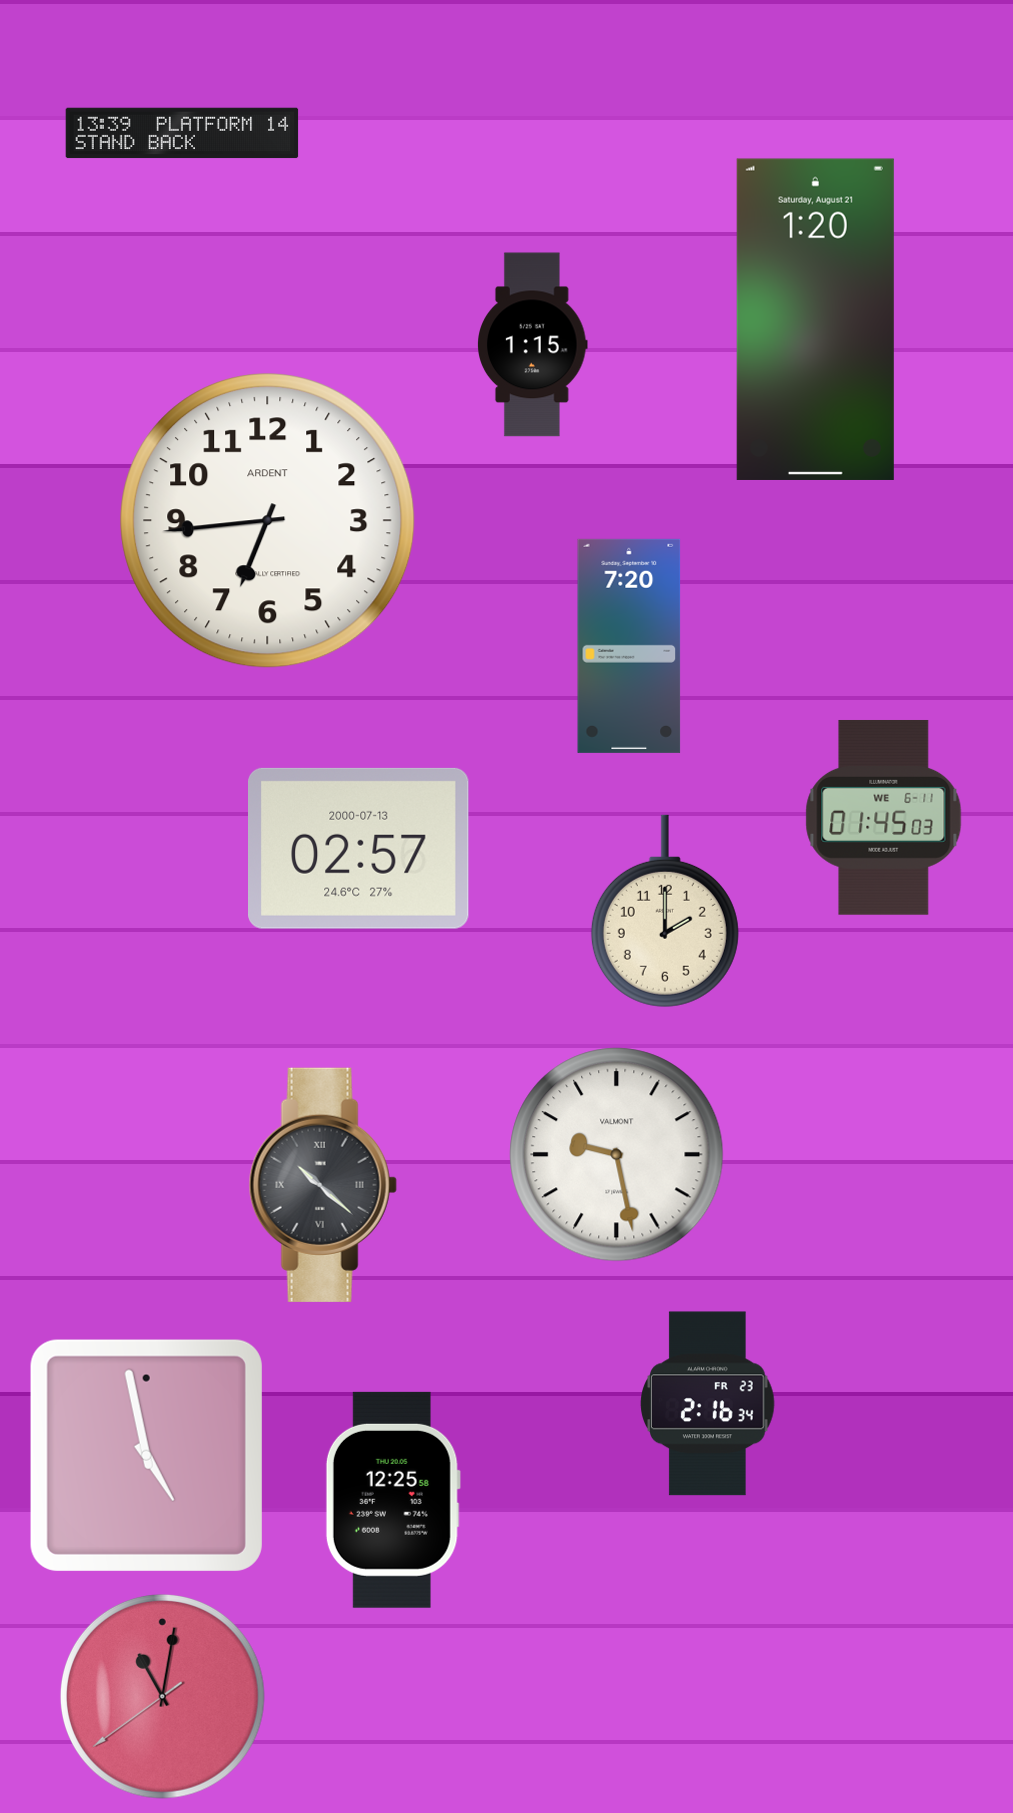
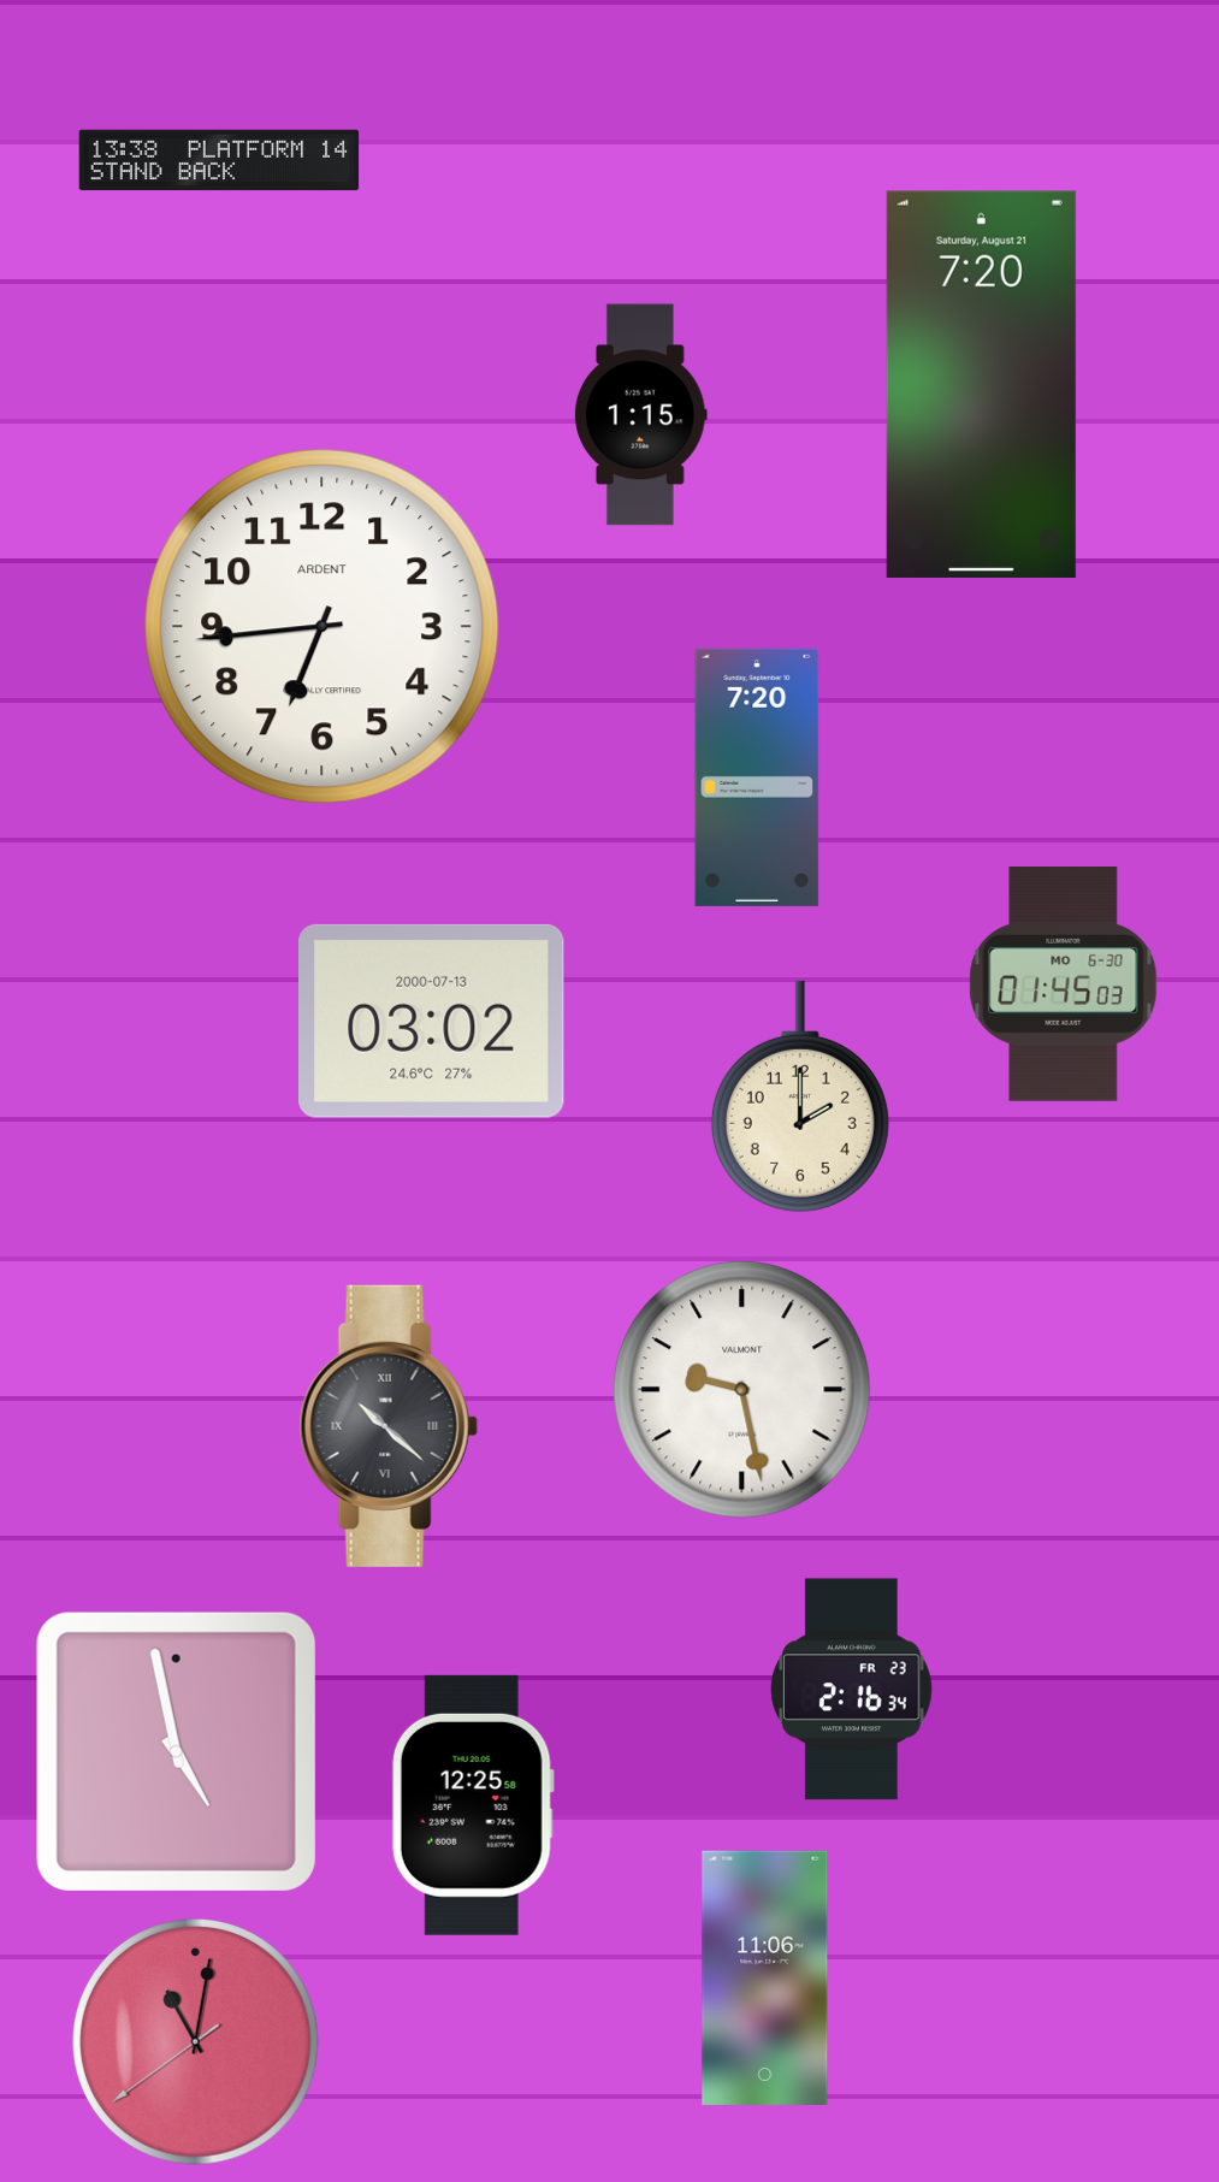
clock at (182, 133): 13:39 -> 13:38
clock at (815, 319): 1:20 -> 7:20
clock at (884, 817) date: WE 6-11 -> MO 6-30
clock at (359, 848): 02:57 -> 03:02
clock at (765, 1977): none -> 11:06
